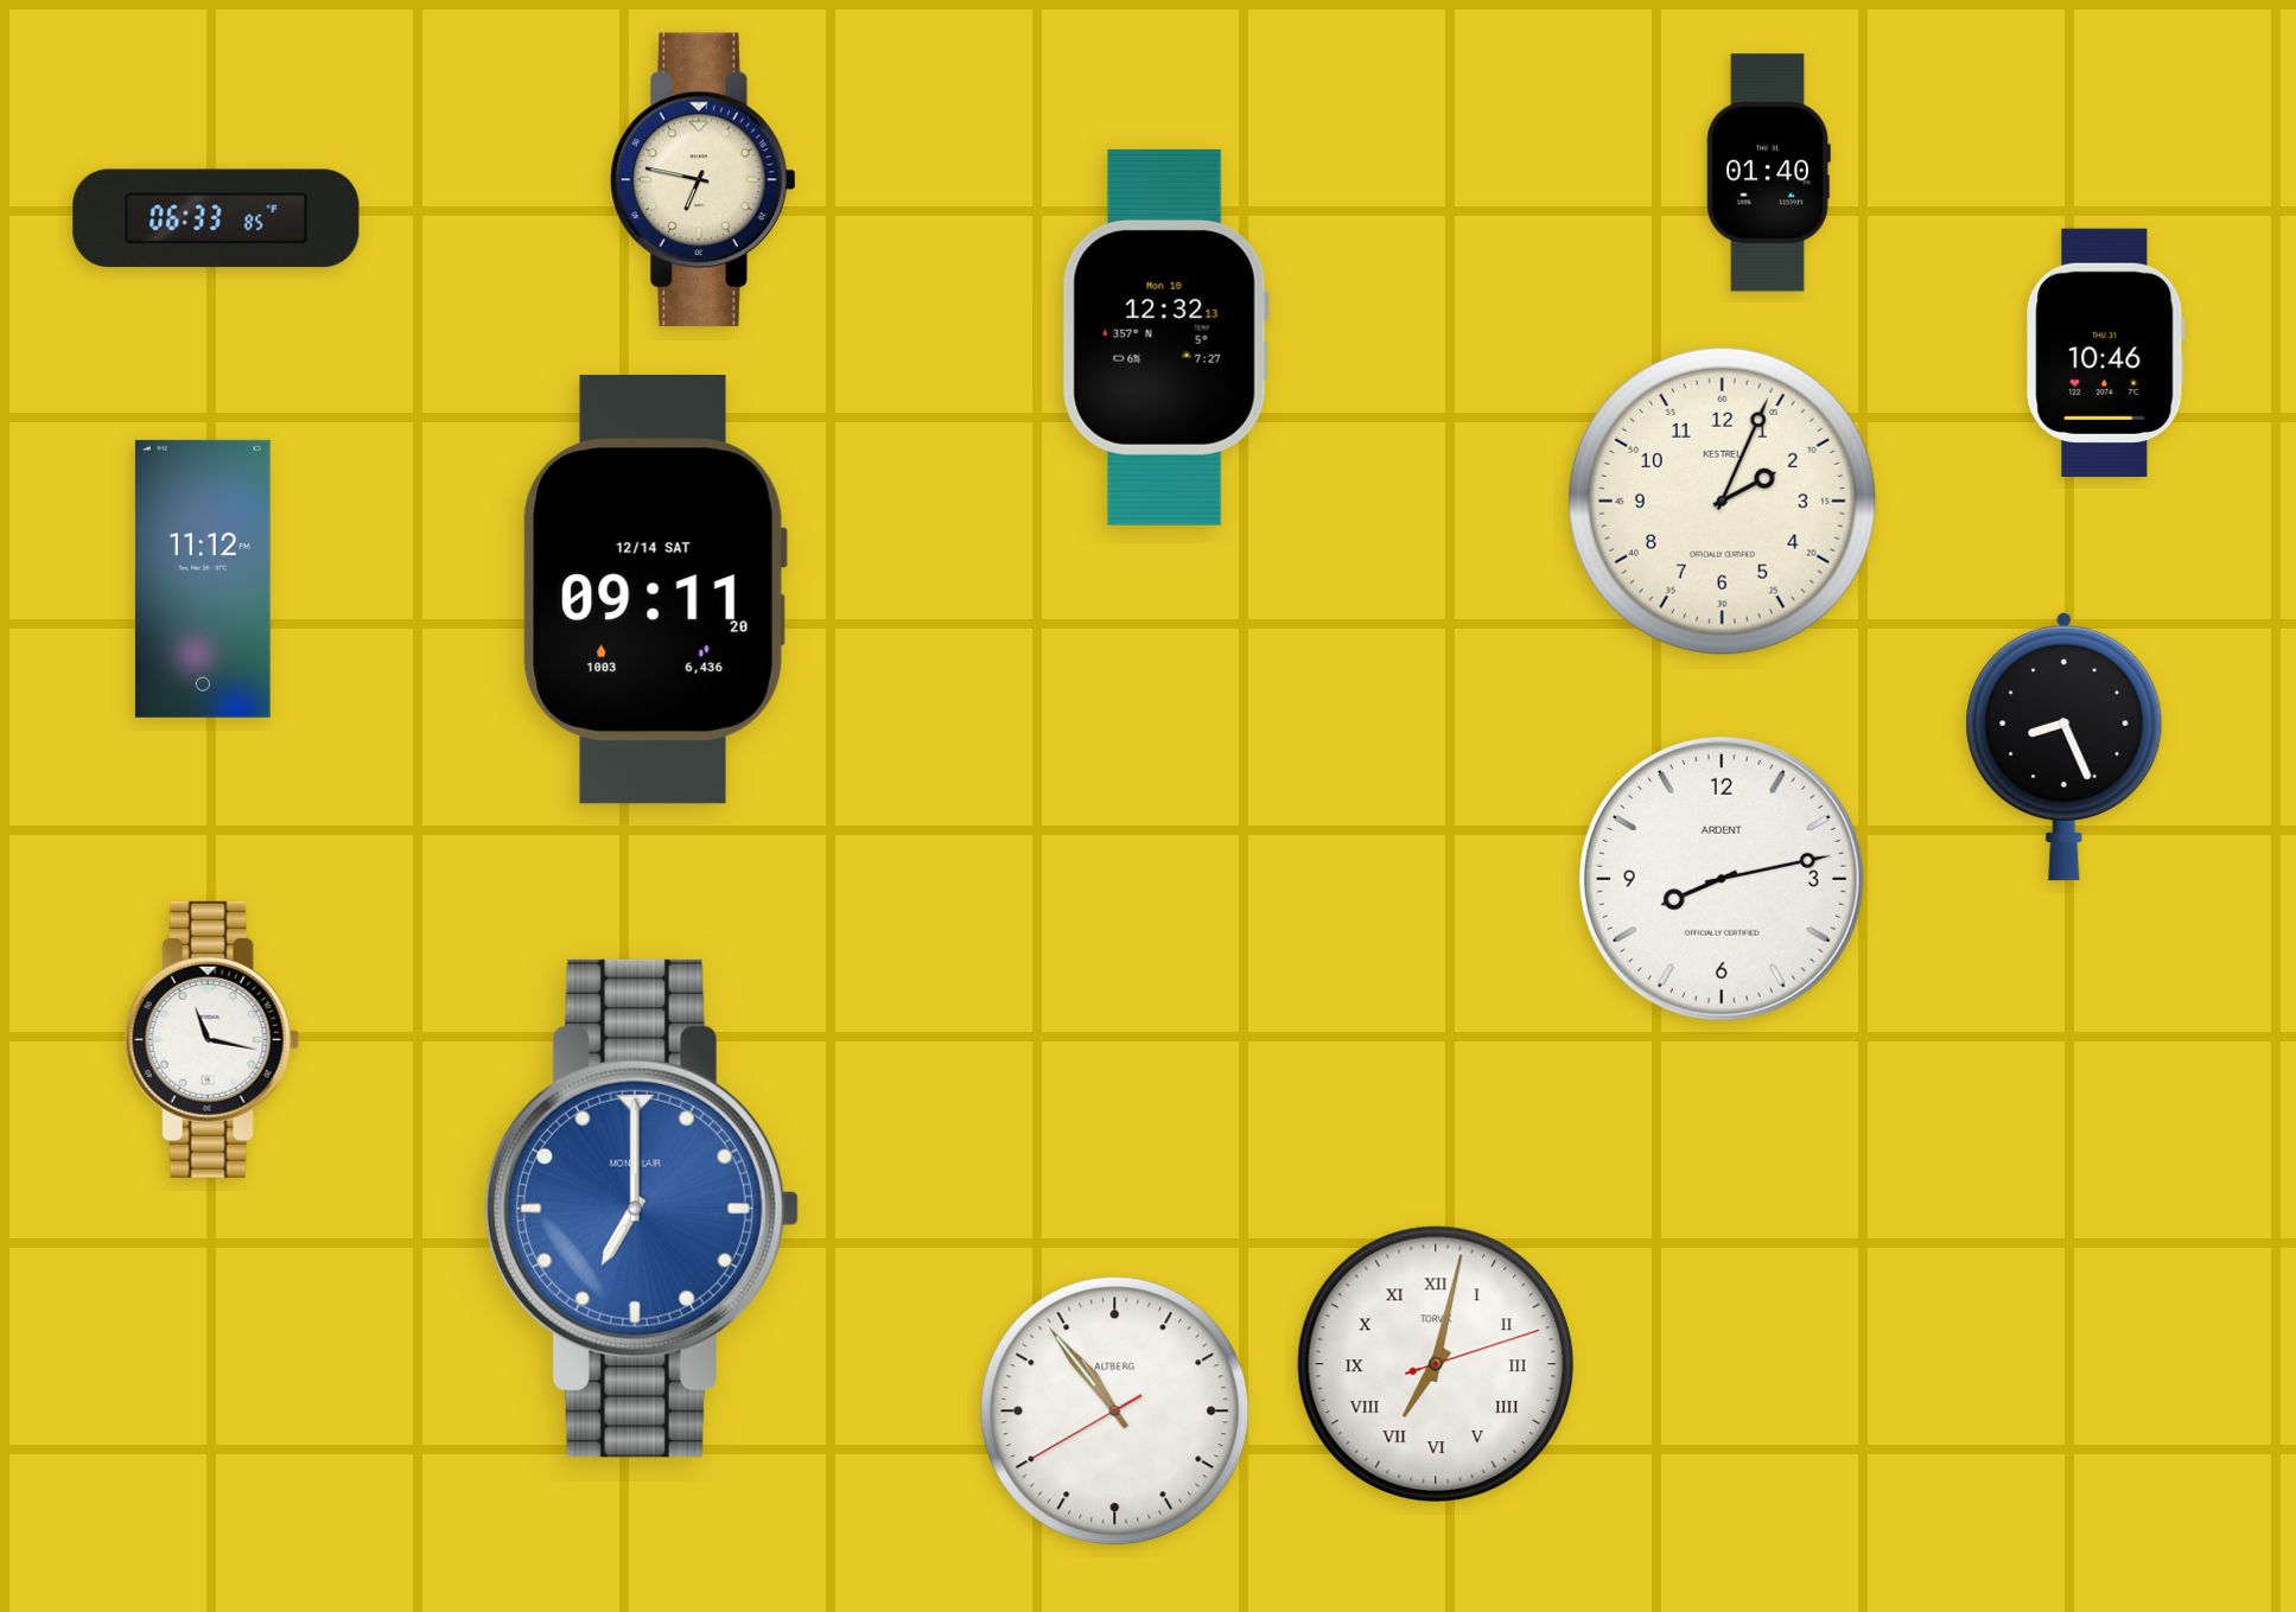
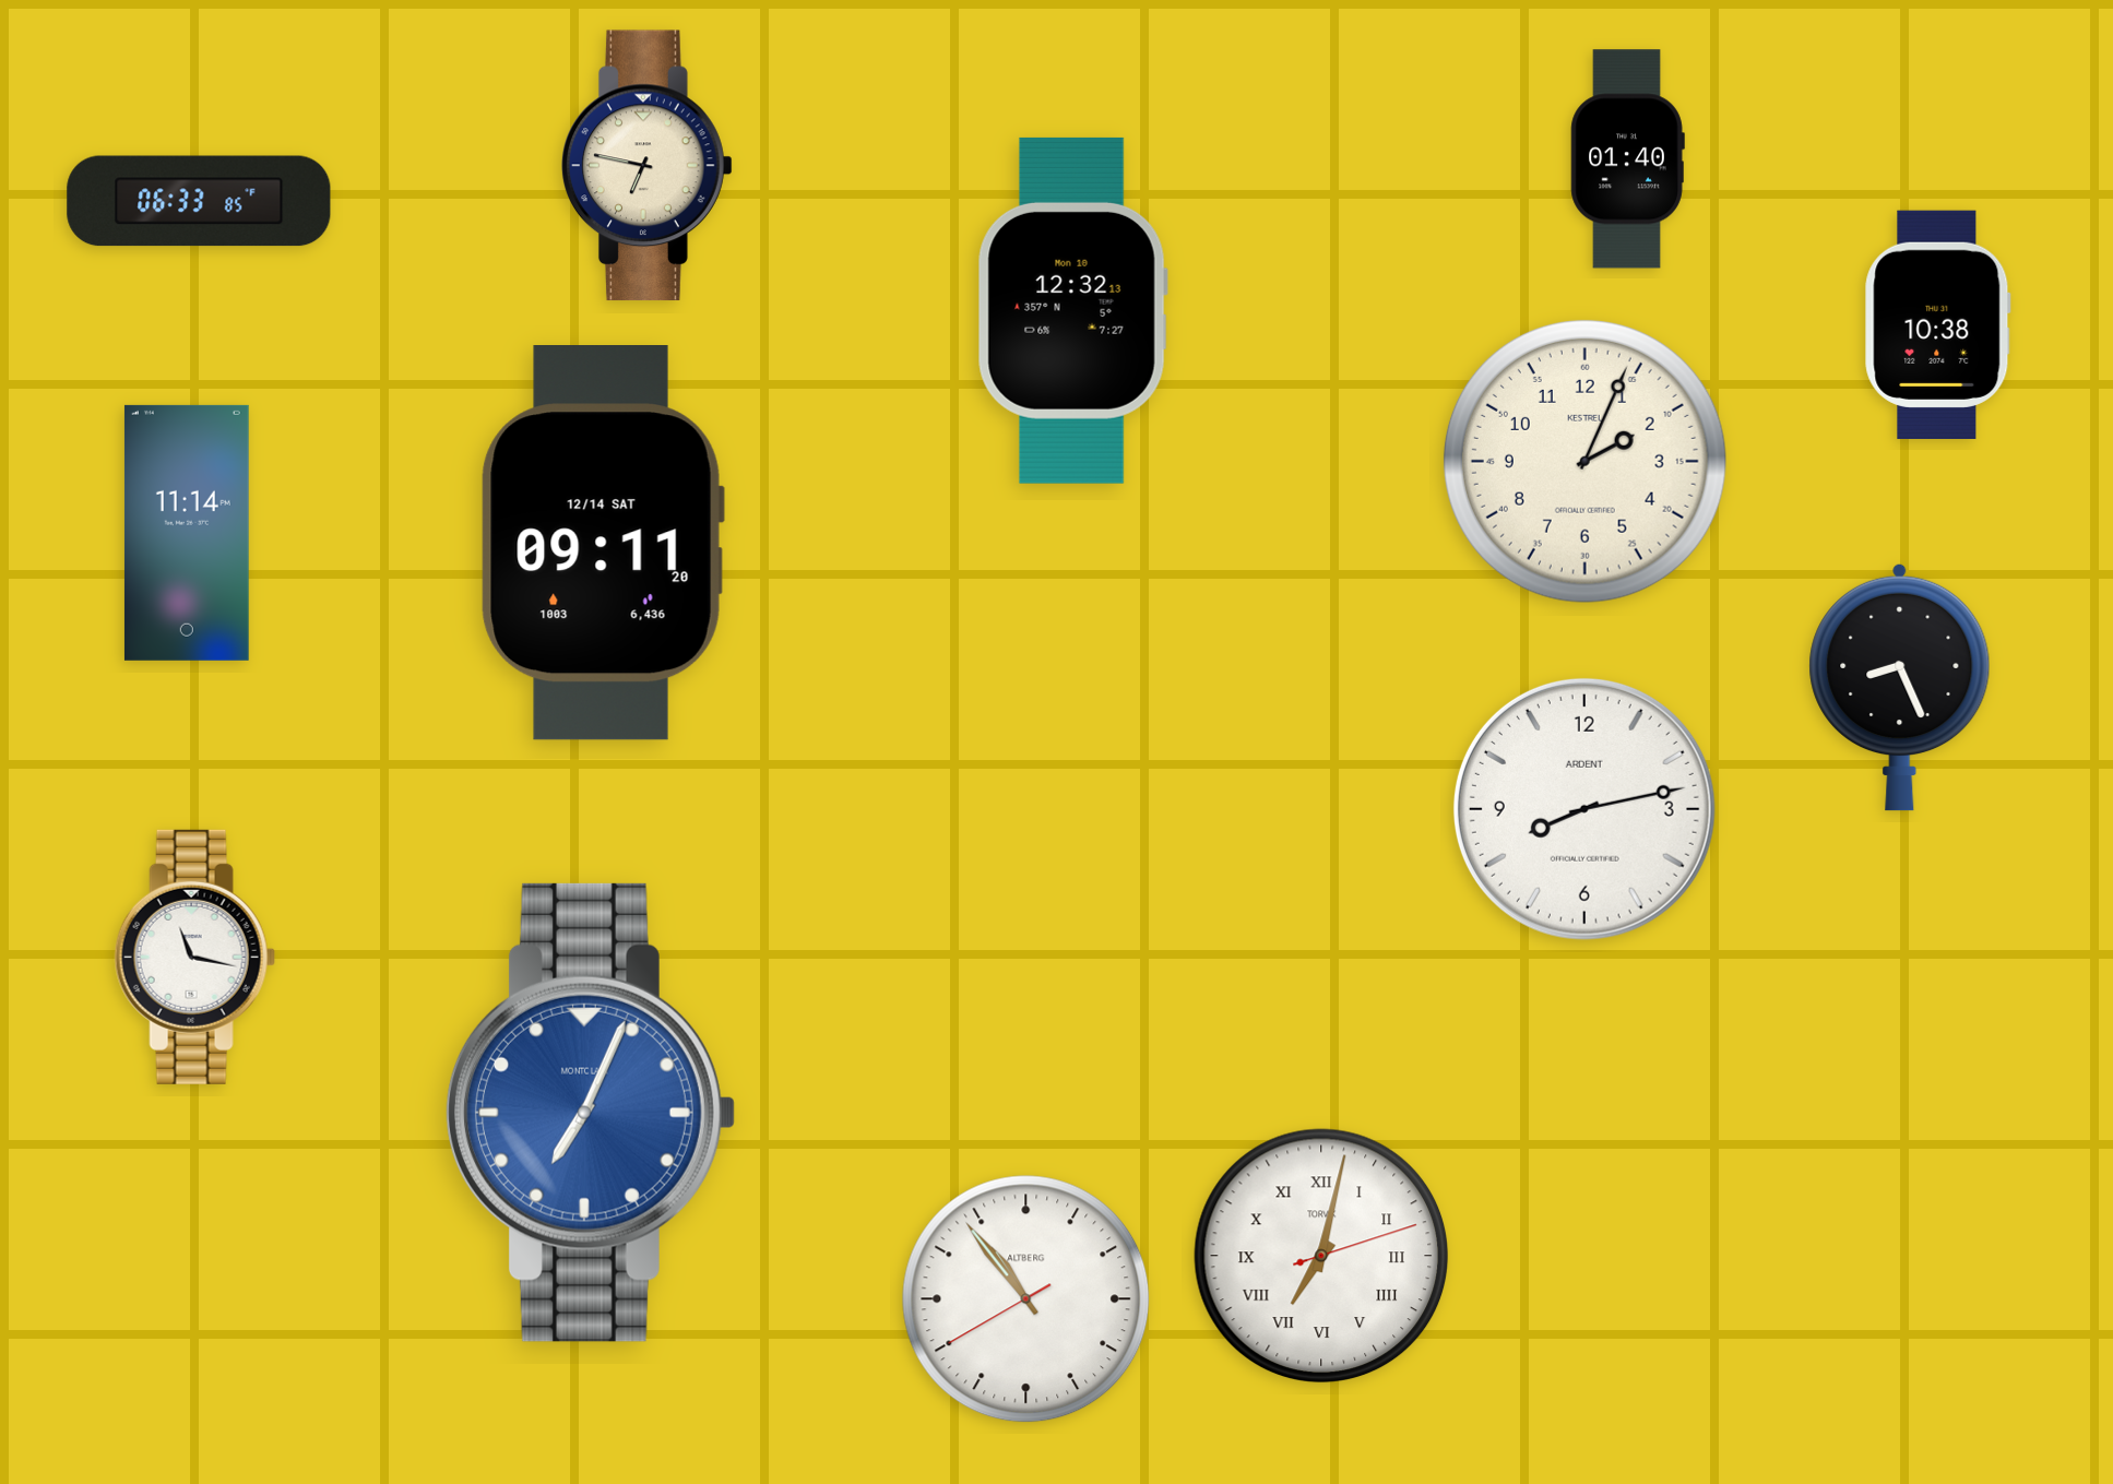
clock at (2105, 352): 10:46 -> 10:38
clock at (203, 579): 11:12 -> 11:14
clock at (642, 1209): 7:00 -> 7:04
